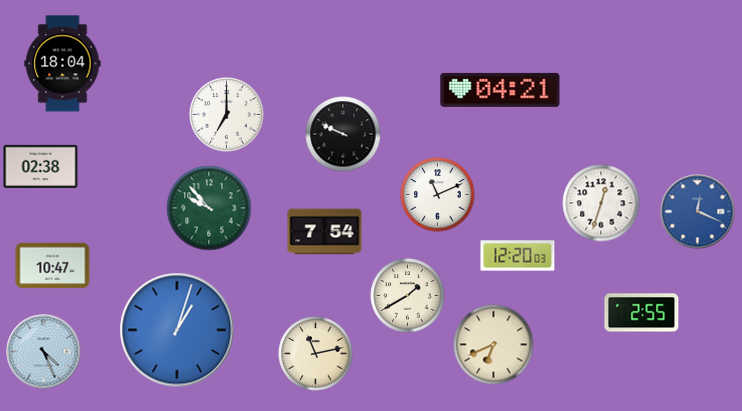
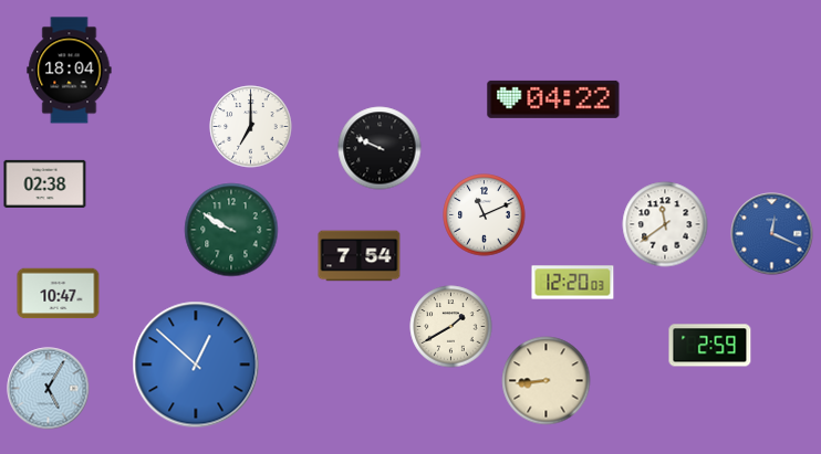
clock at (500, 90): 04:21 -> 04:22
clock at (601, 203): 12:33 -> 11:39
clock at (209, 208): 9:53 -> 9:50
clock at (642, 313): 2:55 -> 2:59
clock at (177, 330): 1:03 -> 12:52
clock at (494, 345): 6:41 -> 8:44
clock at (44, 352): 4:26 -> 5:05
clock at (316, 354): 11:13 -> none
